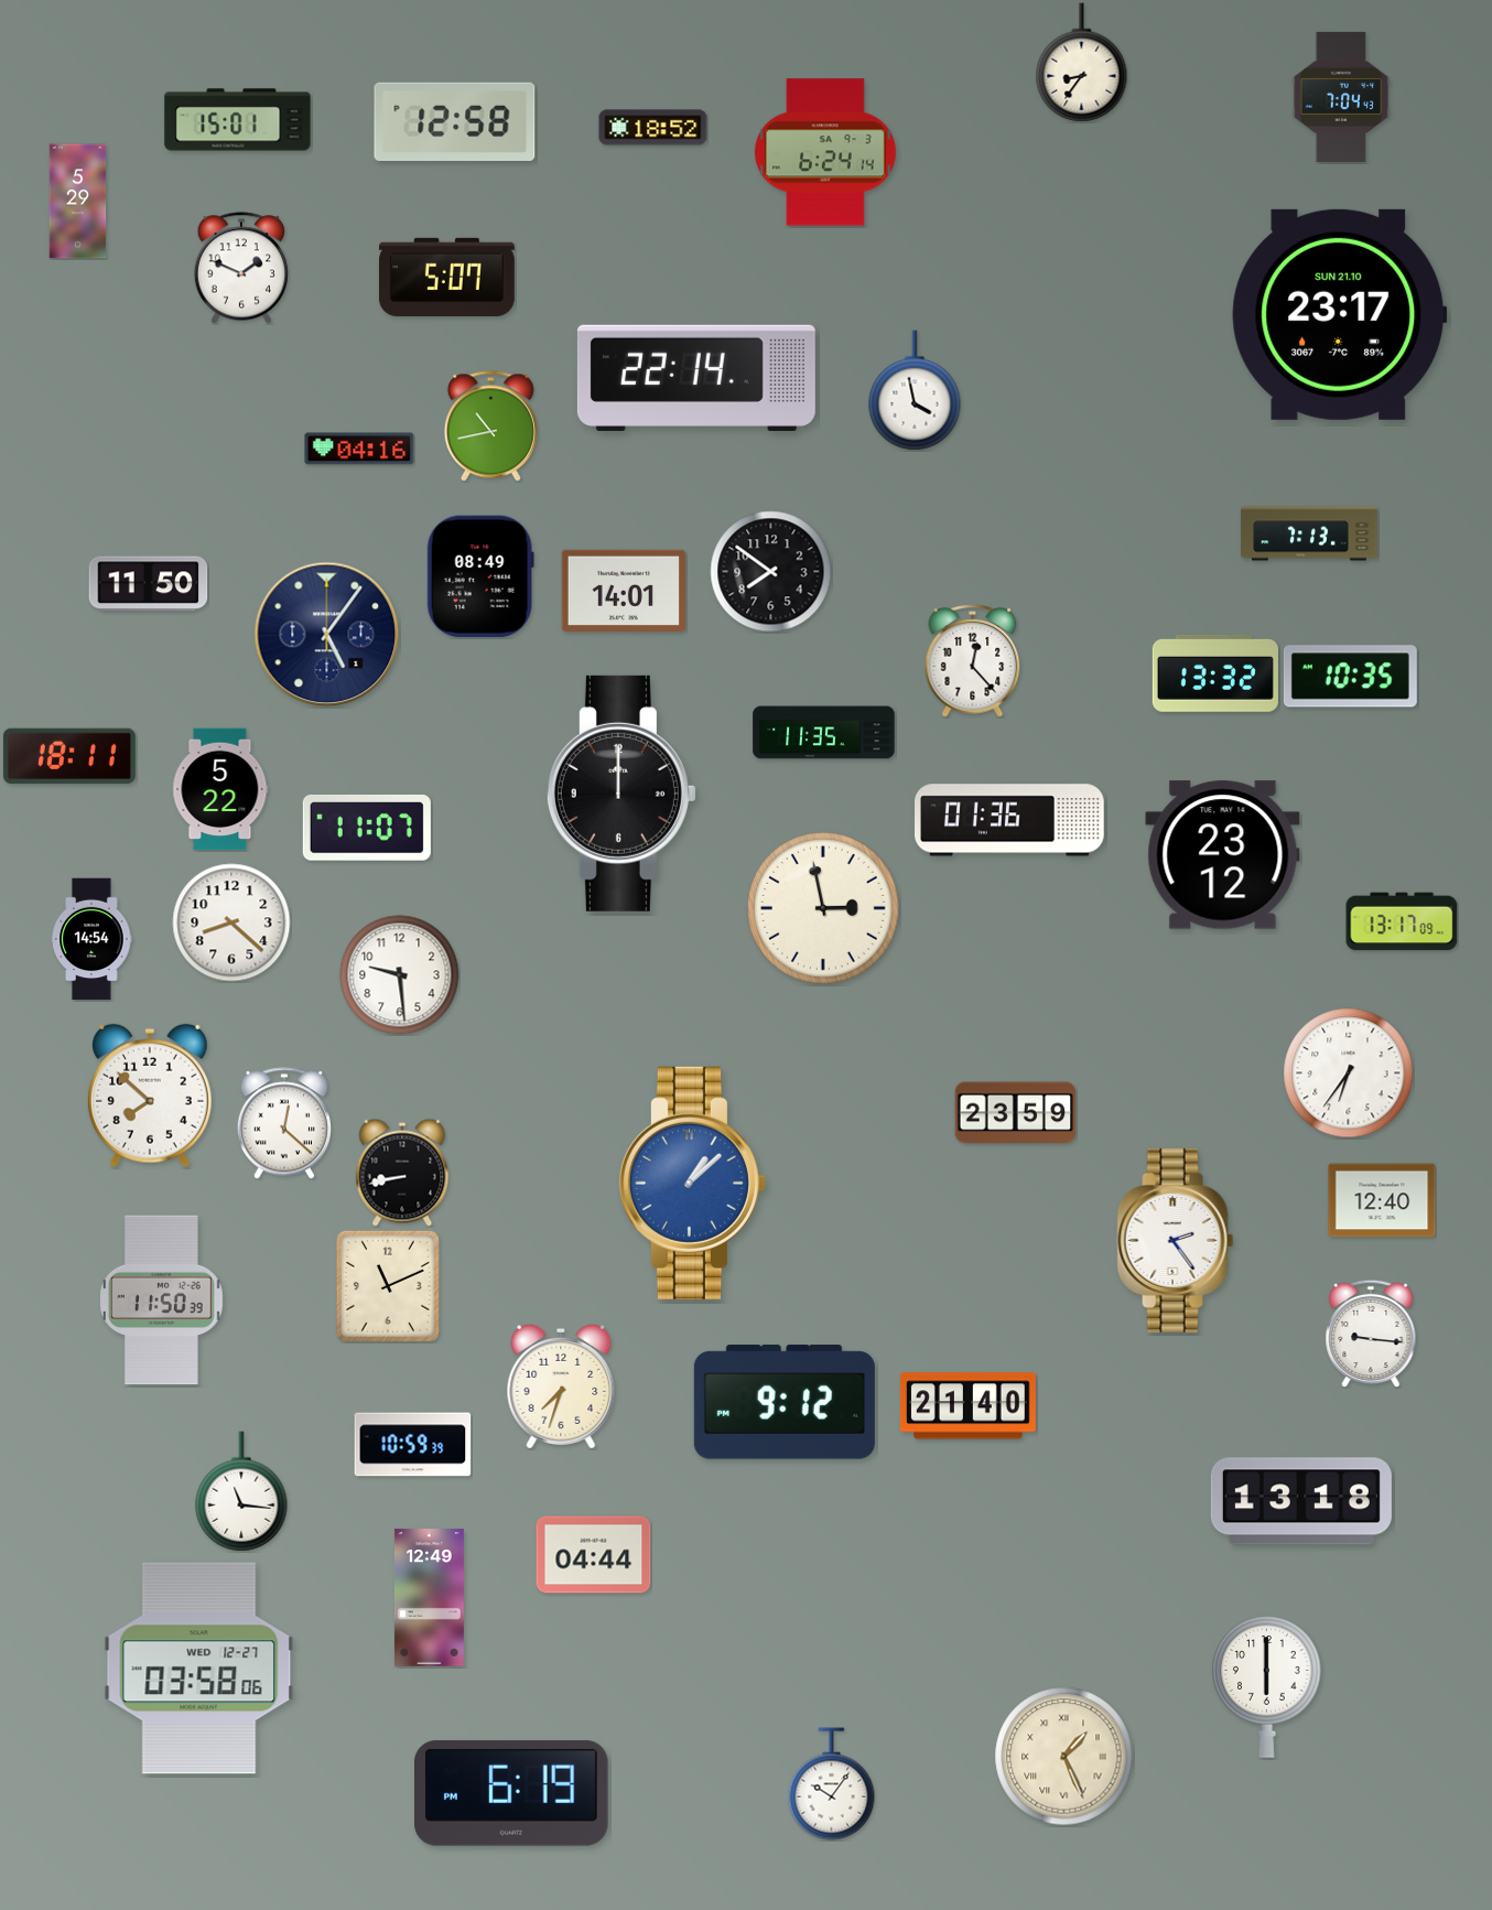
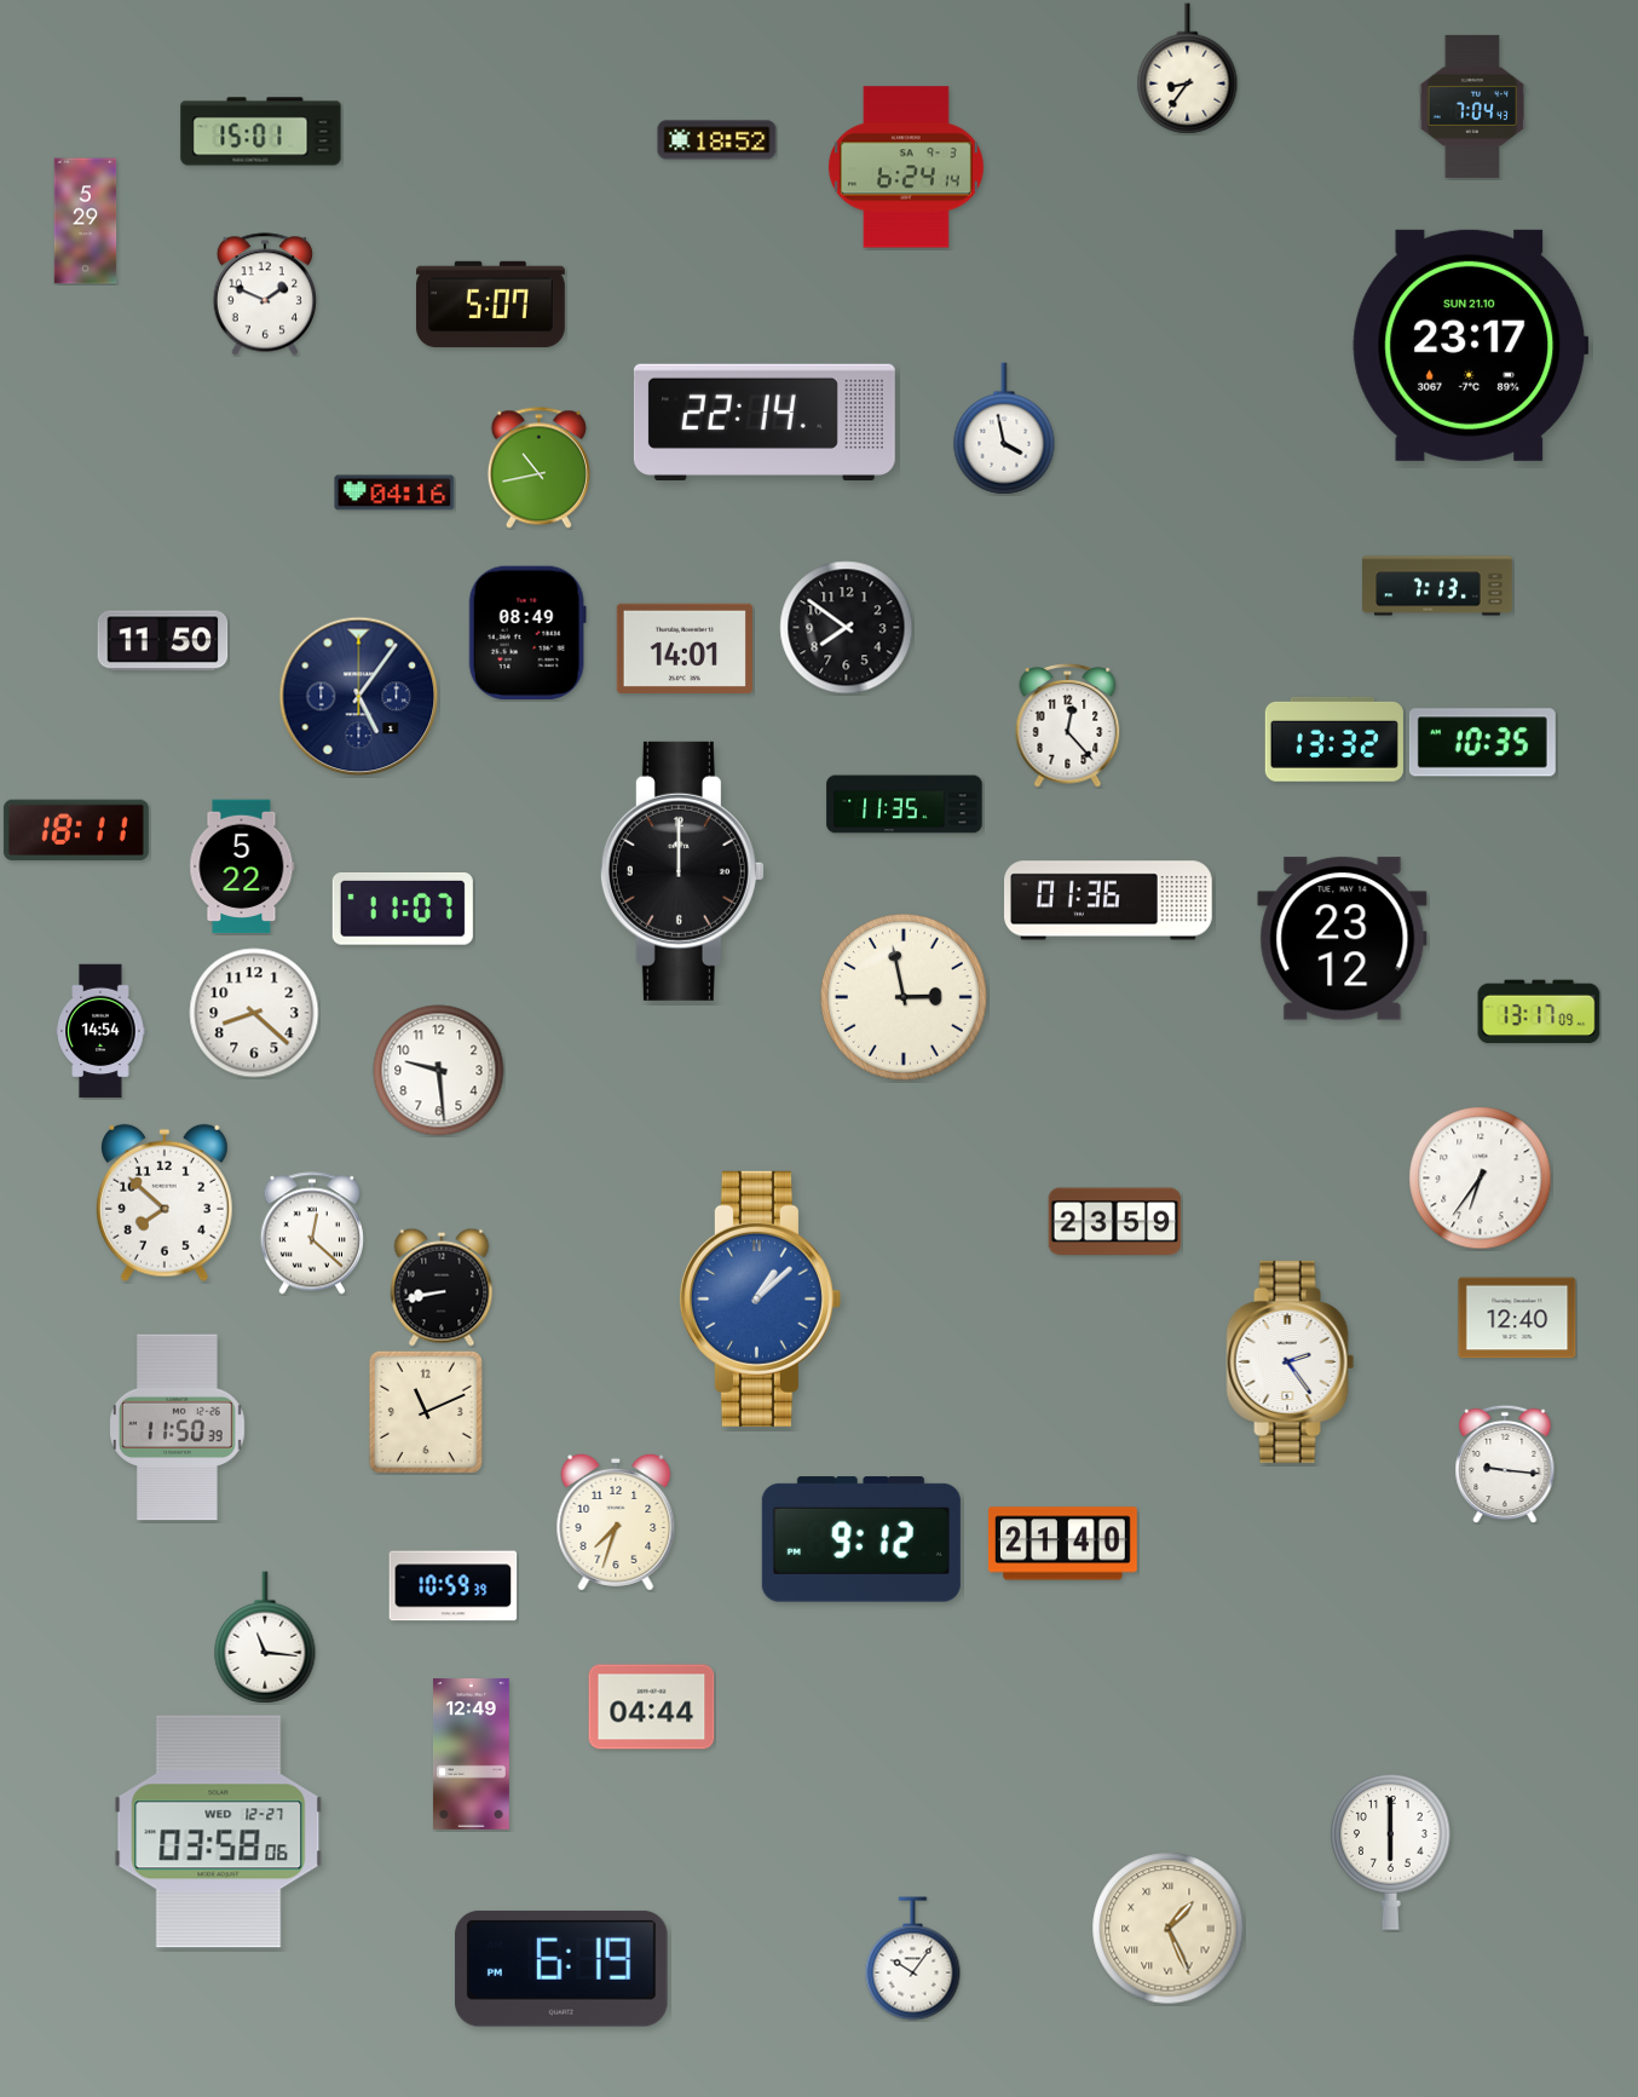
clock at (455, 121): 12:58 -> none
clock at (696, 377) position: (696, 377) -> (765, 421)
clock at (1301, 1501): 13:18 -> none
